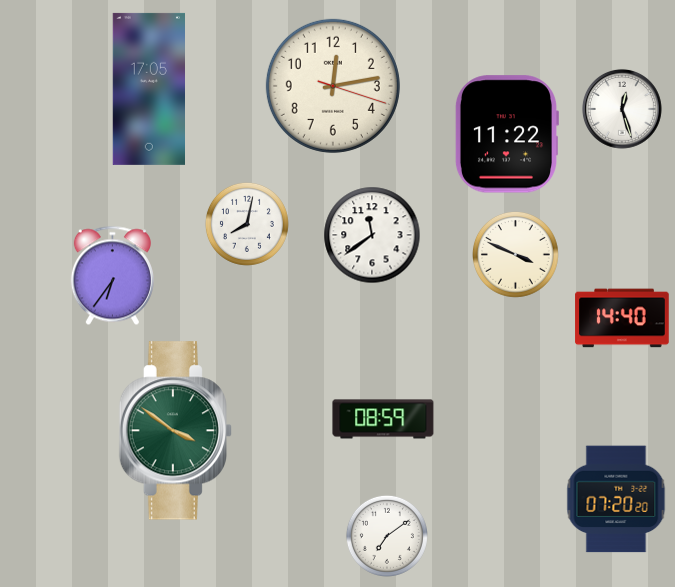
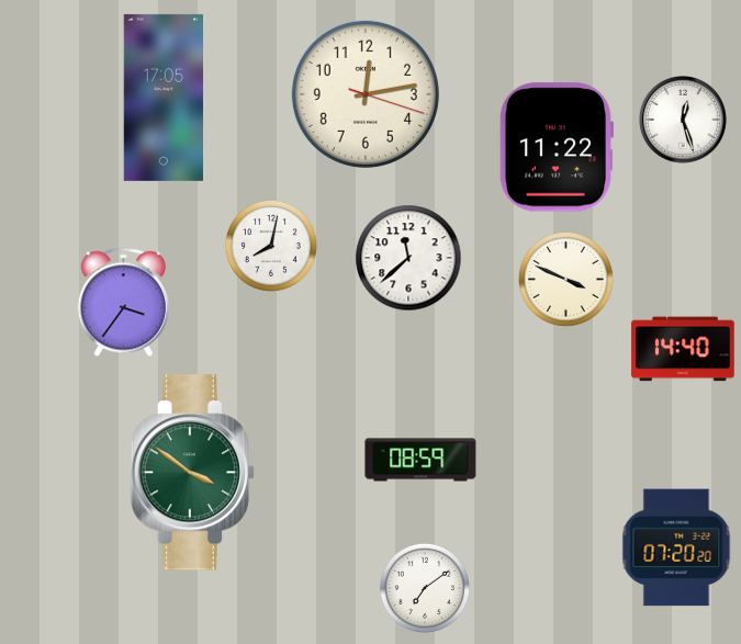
clock at (372, 235): 11:39 -> 11:38
clock at (112, 276): 6:36 -> 3:36
